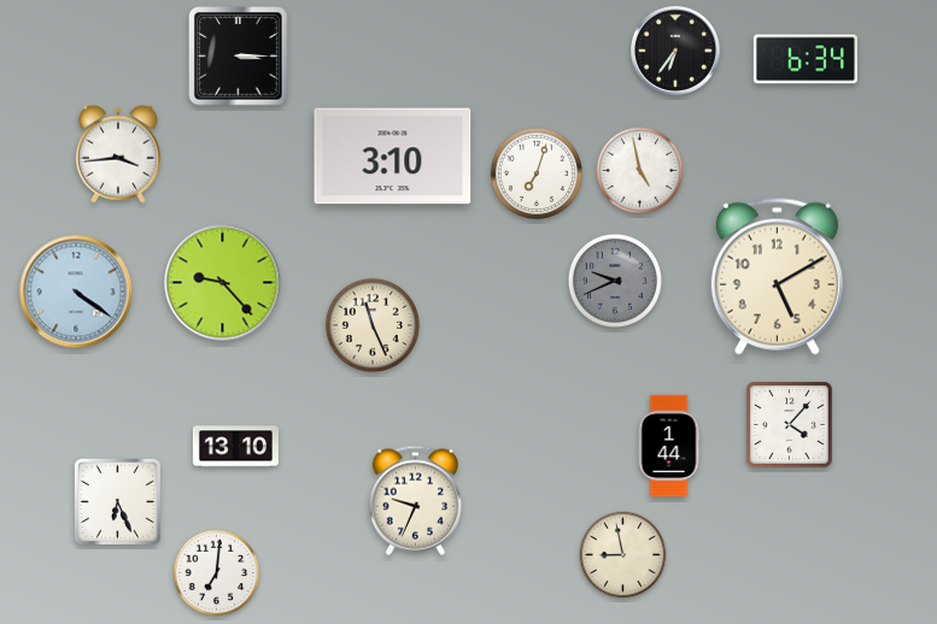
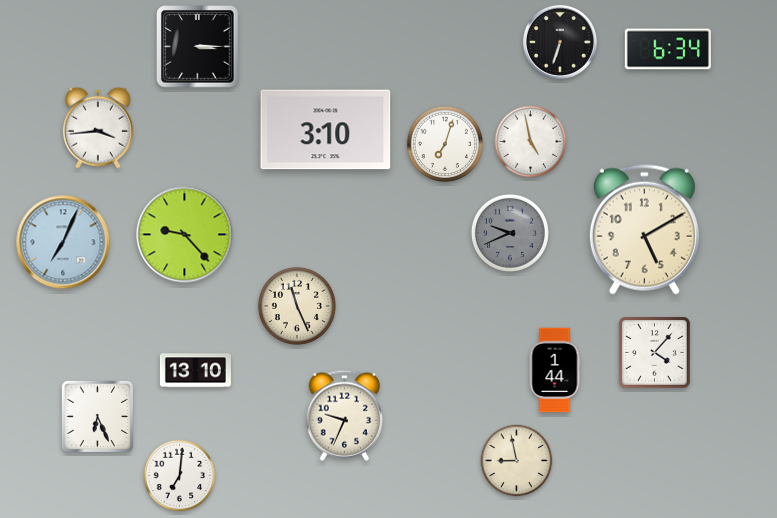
clock at (675, 51): 6:36 -> 6:33
clock at (76, 292): 4:21 -> 7:04
clock at (373, 325) position: (373, 325) -> (297, 306)
